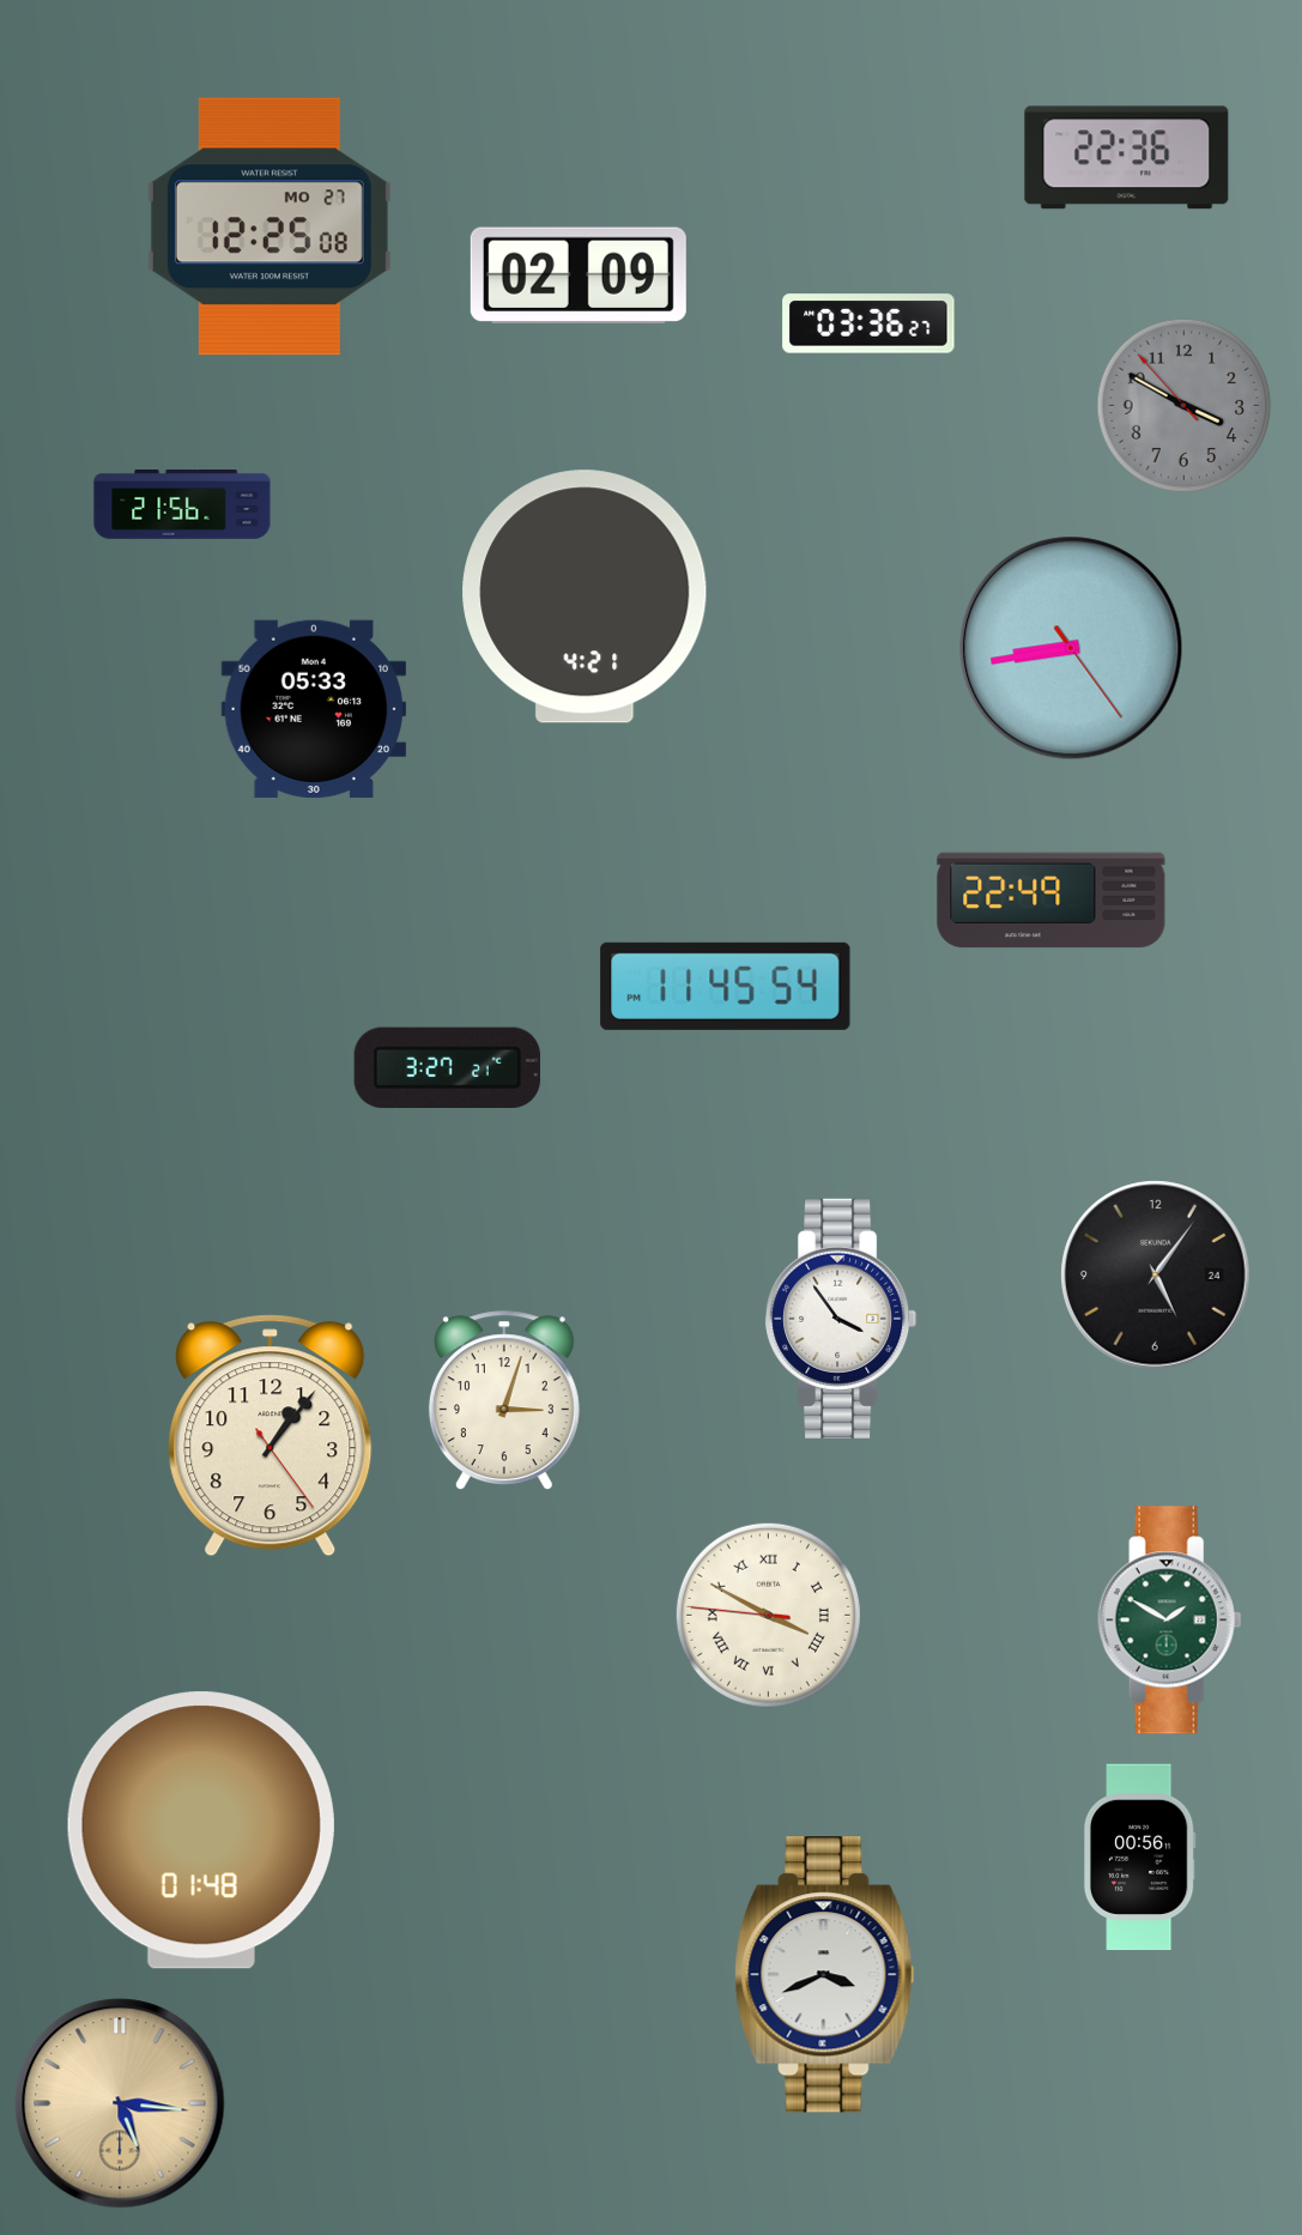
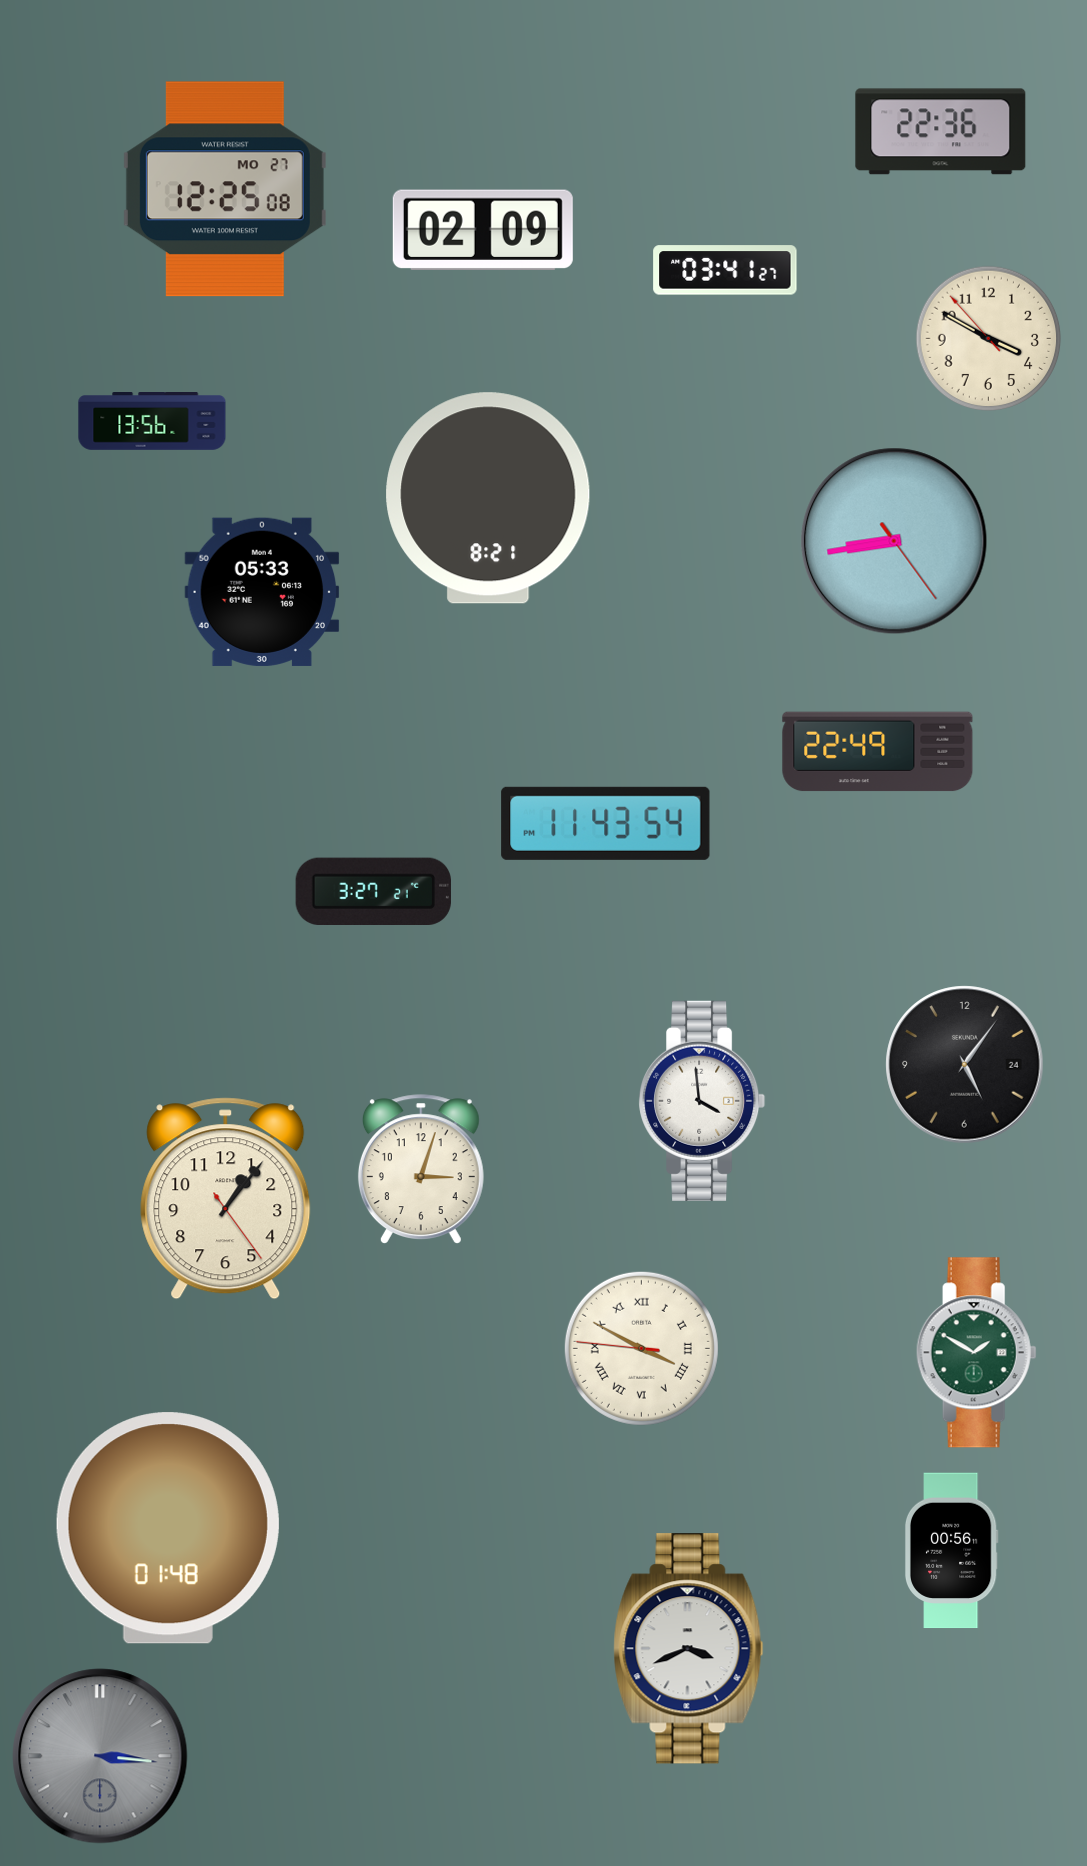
clock at (868, 323): 03:36 -> 03:41
clock at (1185, 406) dial: grey -> cream
clock at (182, 505): 21:56 -> 13:56
clock at (585, 596): 4:21 -> 8:21
clock at (726, 986): 11:45 -> 11:43
clock at (841, 1319): 3:54 -> 3:59
clock at (120, 2103): 5:16 -> 3:16
clock at (120, 2103) dial: champagne -> grey
